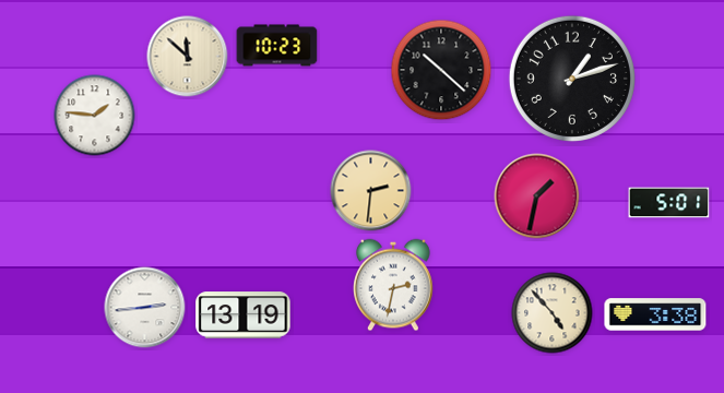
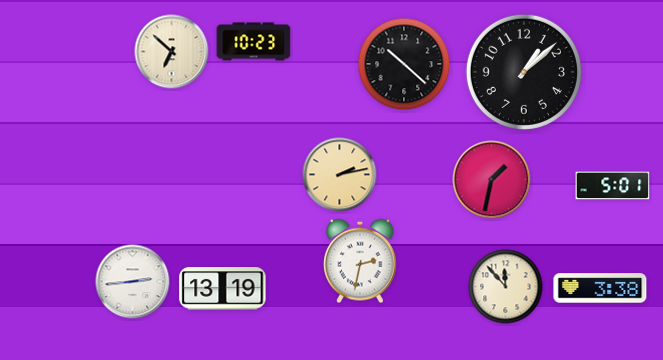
clock at (188, 57): 11:52 -> 6:52
clock at (572, 79): 1:12 -> 1:08
clock at (95, 116): 1:46 -> none
clock at (371, 191): 2:31 -> 2:13
clock at (553, 313): 4:53 -> 11:53
